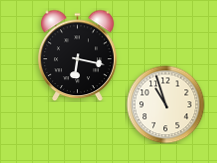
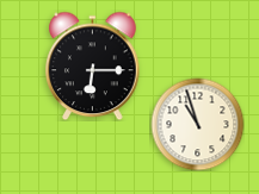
clock at (78, 55): 6:17 -> 6:15
